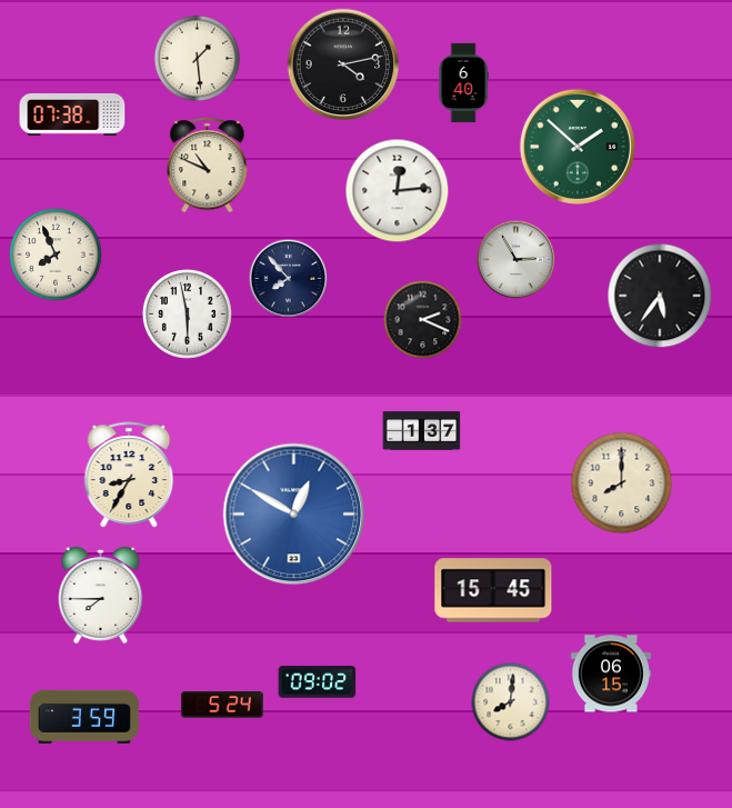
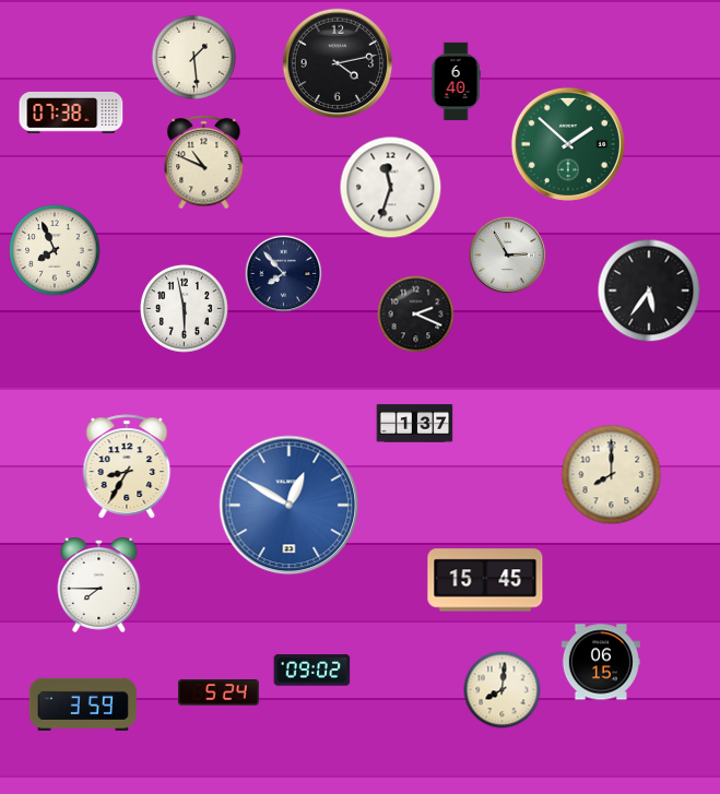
clock at (398, 191): 12:14 -> 11:33
